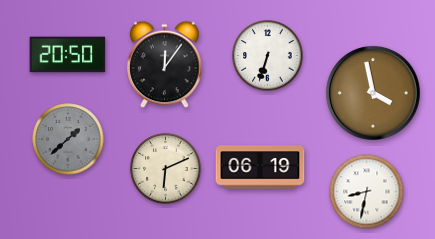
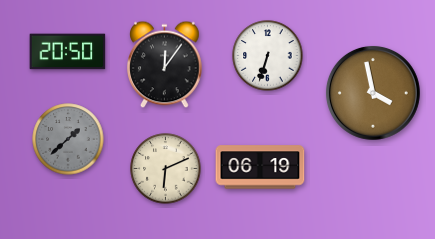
clock at (68, 55) position: (68, 55) -> (68, 52)
clock at (367, 192): 8:32 -> none
